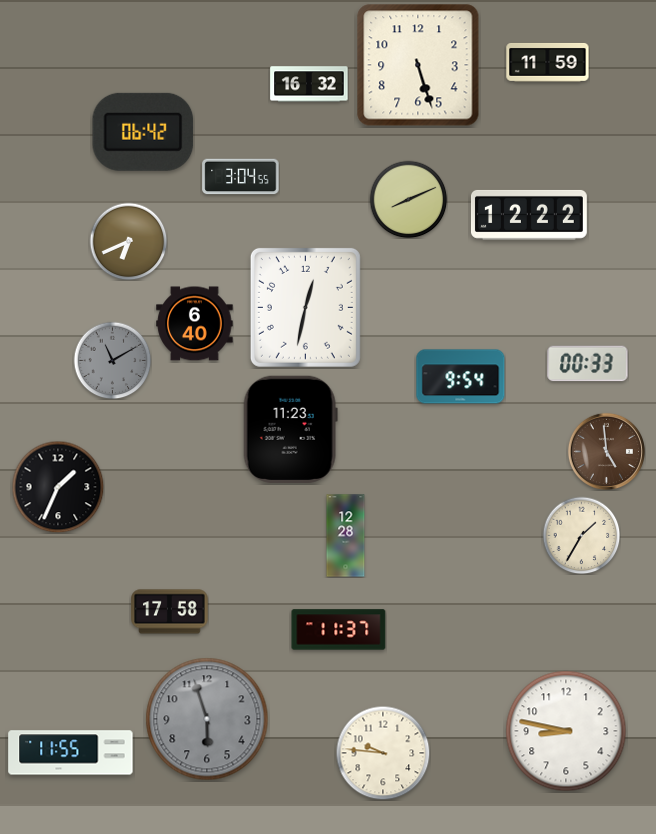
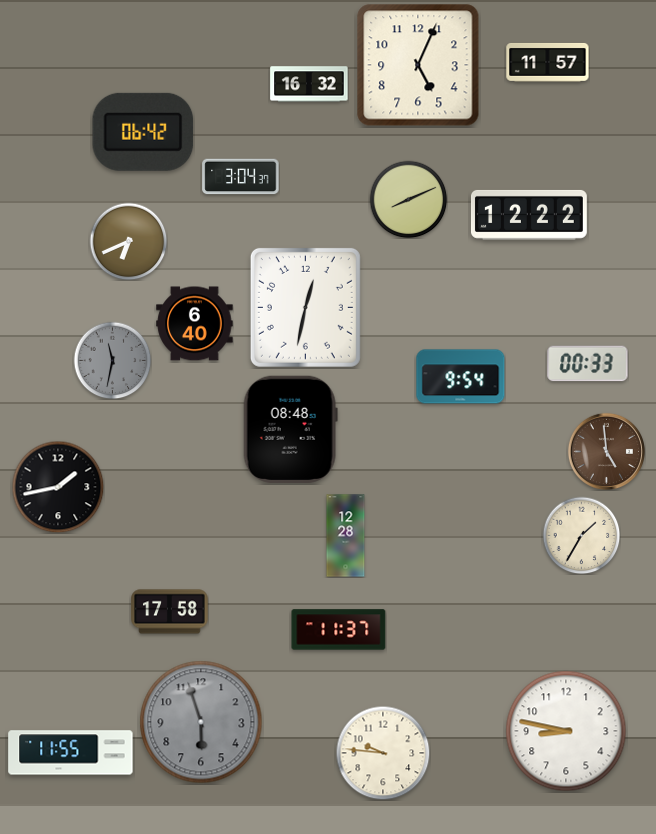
clock at (548, 62): 11:59 -> 11:57
clock at (418, 65): 5:27 -> 5:04
clock at (241, 177): 3:04:55 -> 3:04:37
clock at (112, 360): 11:10 -> 11:32
clock at (290, 429): 11:23 -> 08:48
clock at (58, 487): 1:34 -> 1:43
clock at (207, 719) position: (207, 719) -> (201, 722)
